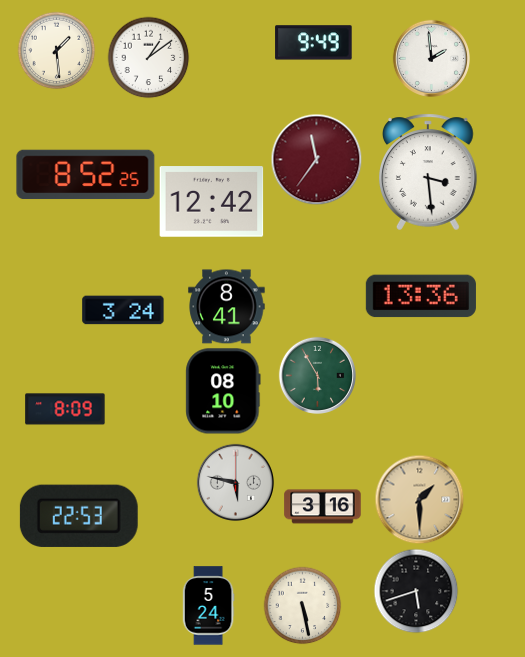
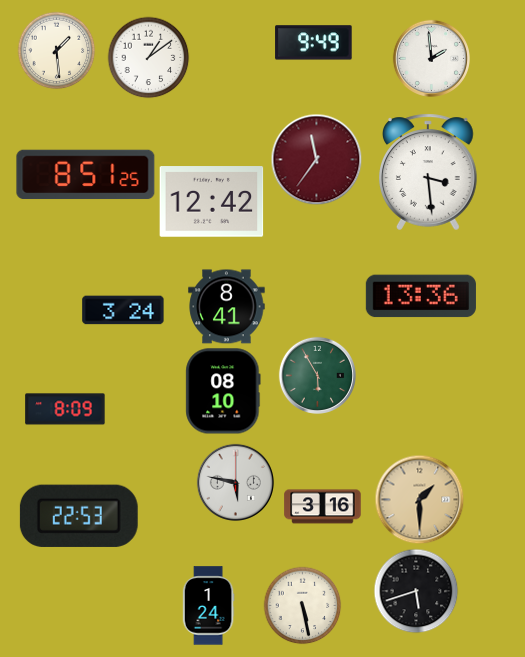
clock at (86, 175): 8:52 -> 8:51
clock at (208, 606): 5:24 -> 1:24
